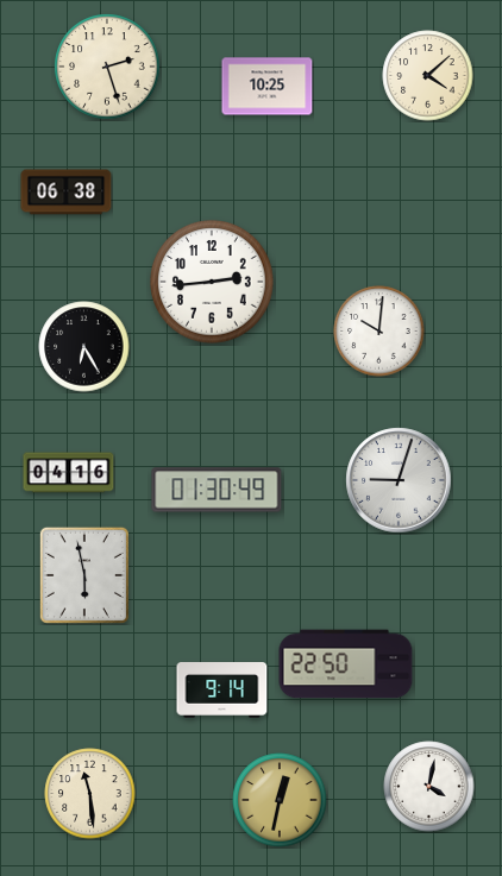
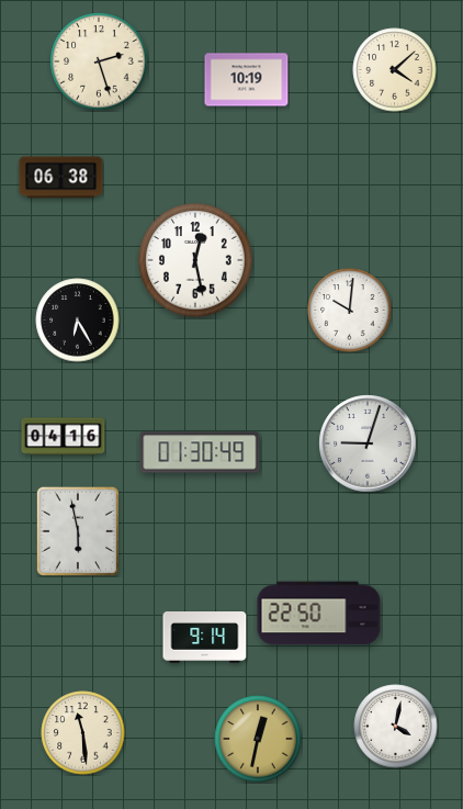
clock at (268, 87): 10:25 -> 10:19
clock at (212, 282): 2:44 -> 12:28
clock at (379, 332) position: (379, 332) -> (350, 311)
